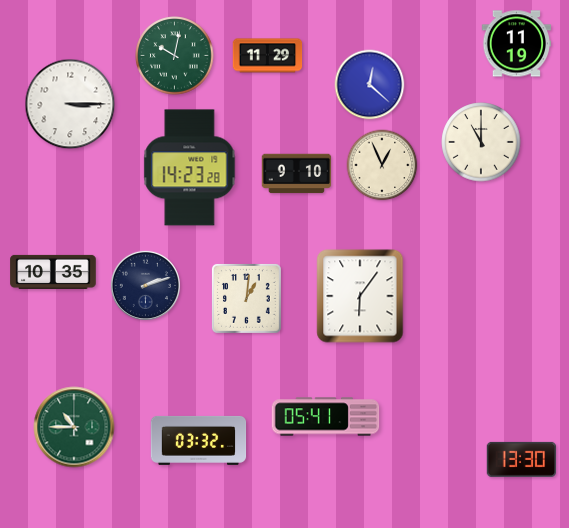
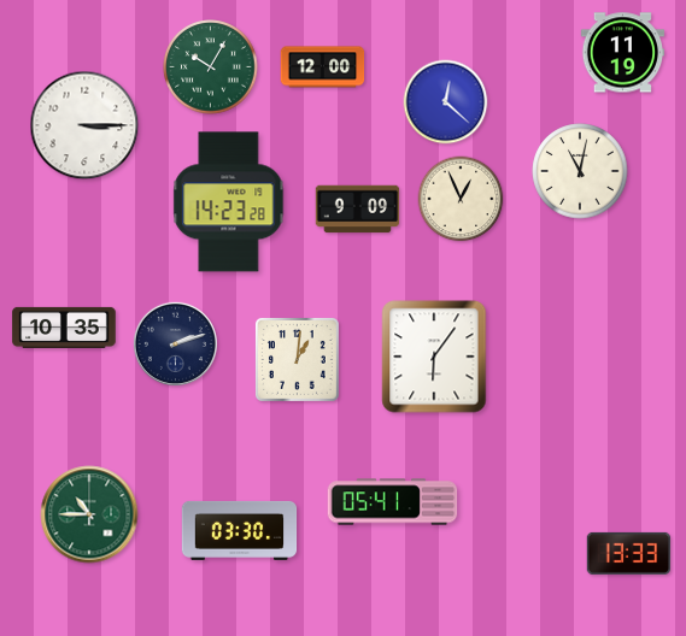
clock at (175, 56): 10:02 -> 10:05
clock at (268, 56): 11:29 -> 12:00
clock at (481, 142): 11:00 -> 11:02
clock at (297, 174): 9:10 -> 9:09
clock at (199, 440): 03:32 -> 03:30
clock at (522, 459): 13:30 -> 13:33
